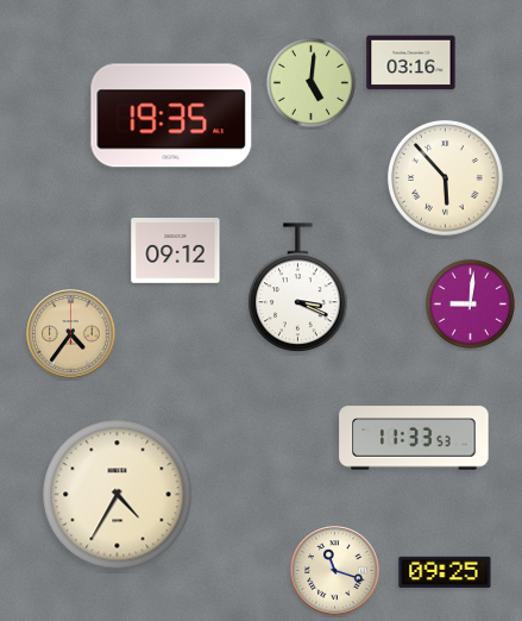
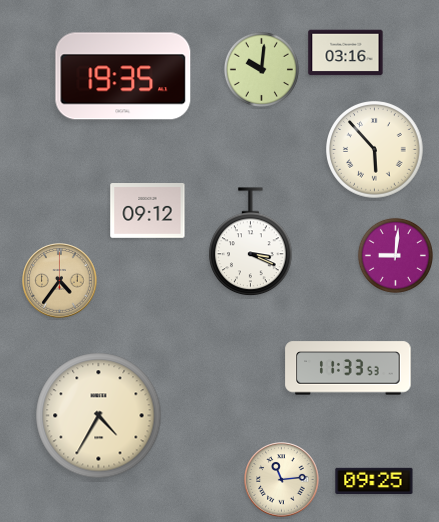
clock at (310, 82): 5:01 -> 10:01
clock at (171, 115) position: (171, 115) -> (123, 76)
clock at (335, 571): 11:18 -> 11:14
